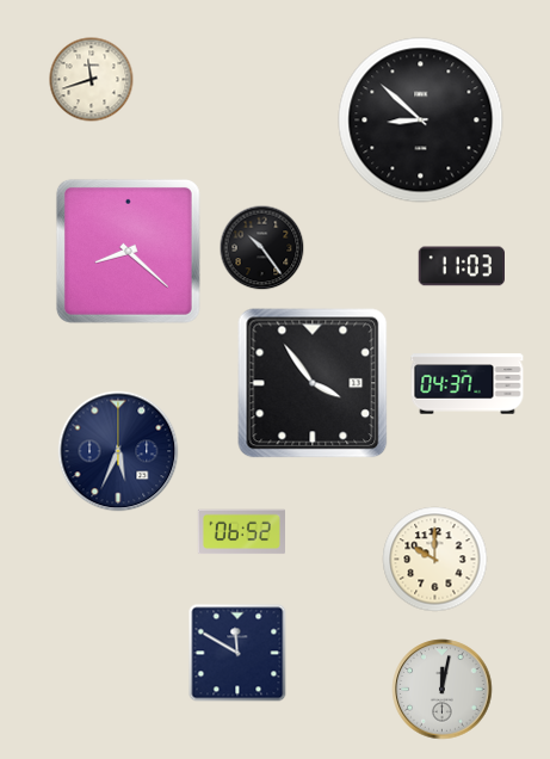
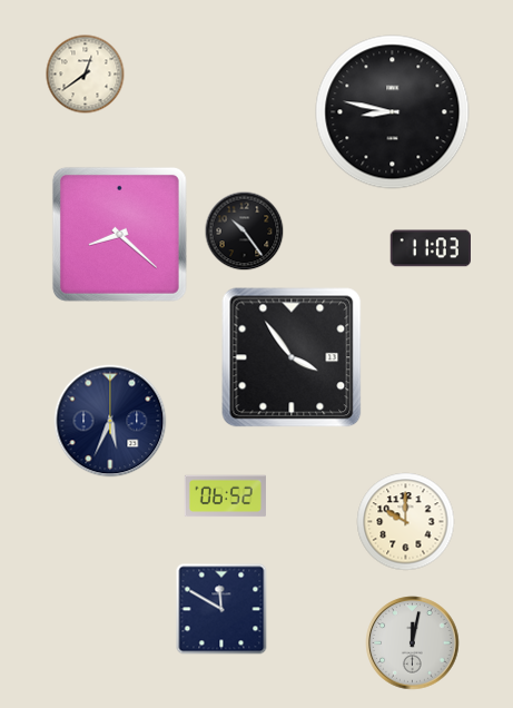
clock at (92, 80): 11:42 -> 12:39
clock at (421, 121): 8:52 -> 8:47
clock at (468, 384): 04:37 -> none
